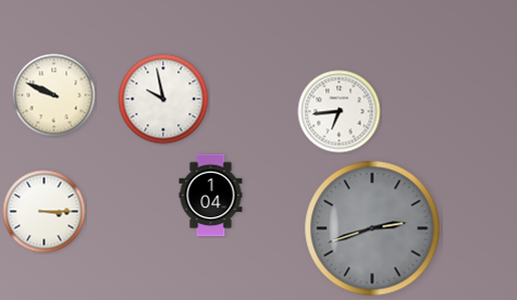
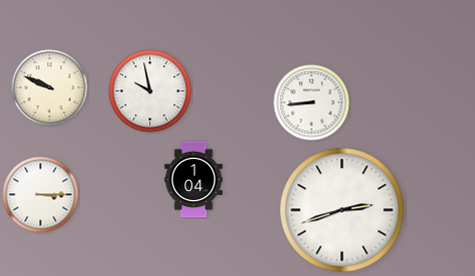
clock at (340, 112): 6:44 -> 8:44
clock at (372, 228) dial: grey -> white
